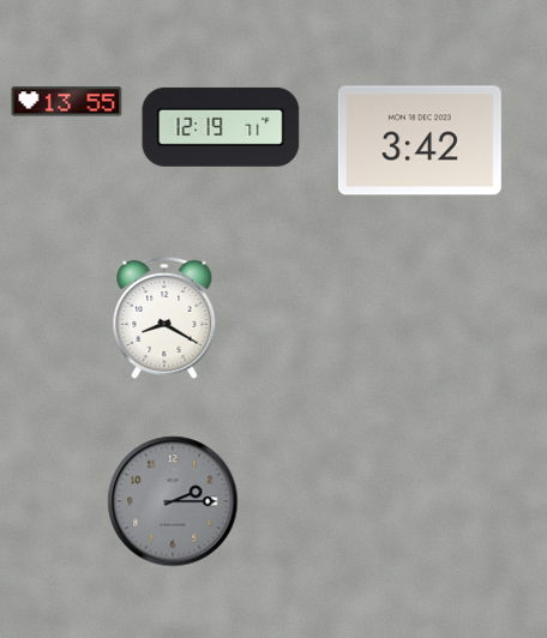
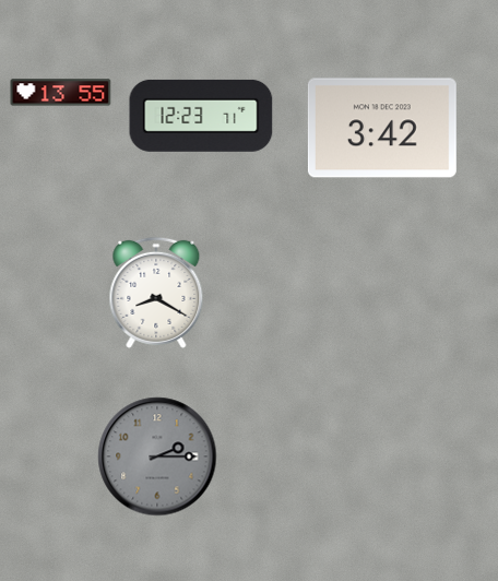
clock at (221, 127): 12:19 -> 12:23
clock at (164, 318) position: (164, 318) -> (156, 293)
